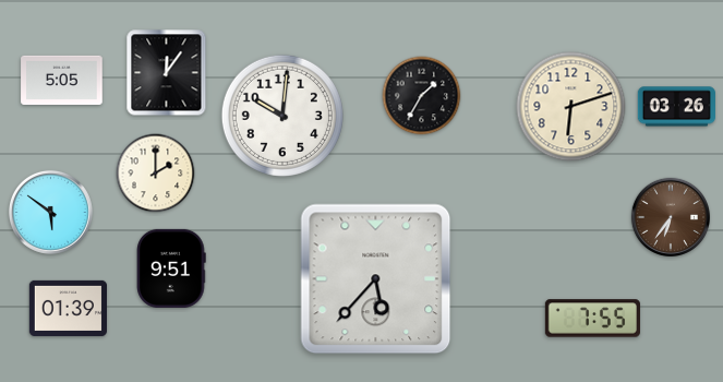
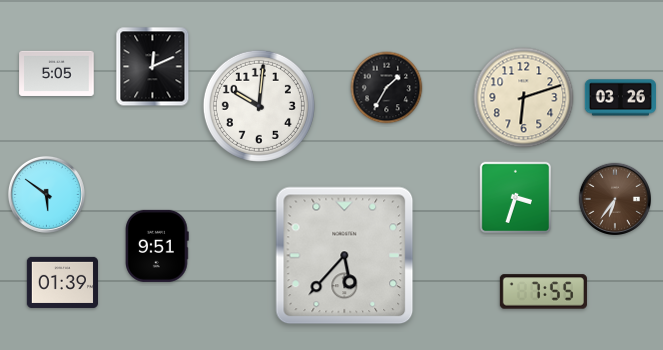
clock at (167, 73): 12:06 -> 12:11
clock at (156, 174): 2:00 -> none
clock at (516, 198): none -> 3:33
